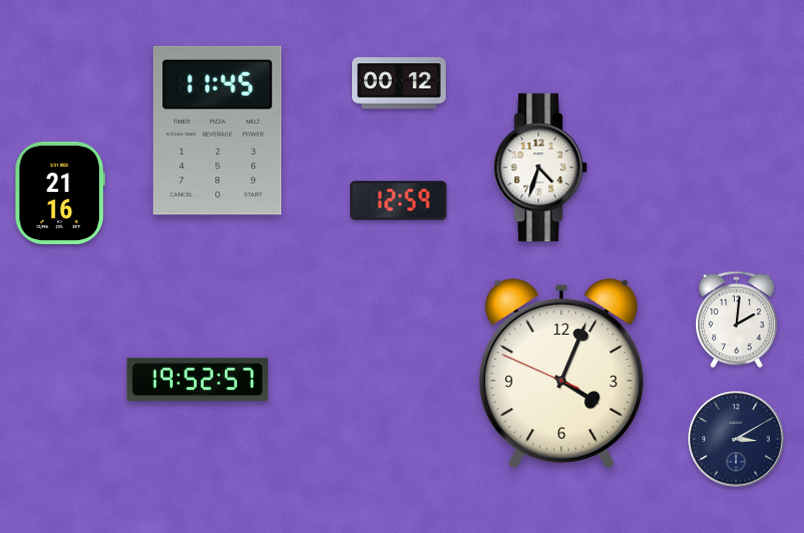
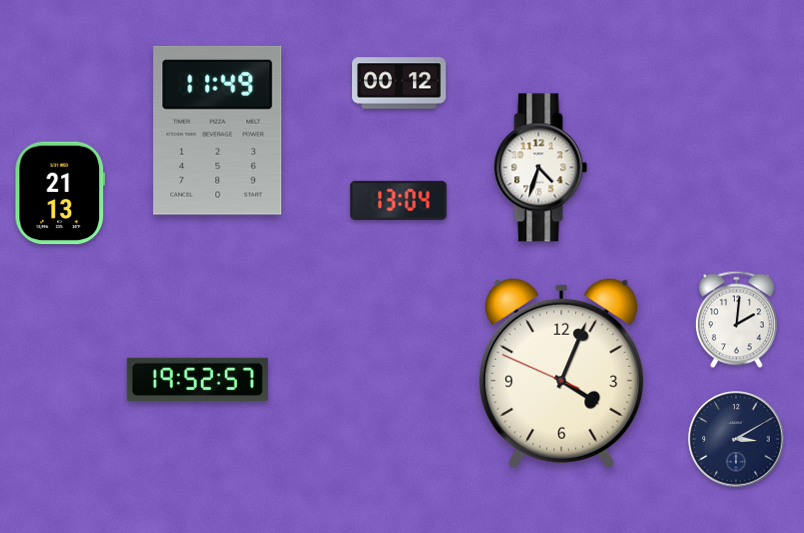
clock at (218, 130): 11:45 -> 11:49
clock at (60, 193): 21:16 -> 21:13
clock at (399, 200): 12:59 -> 13:04
